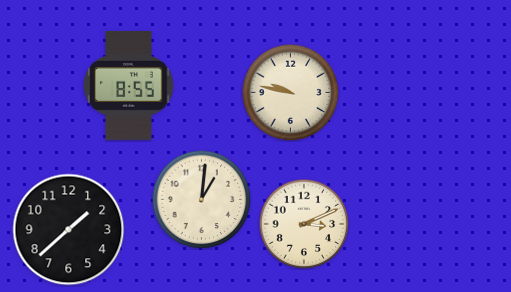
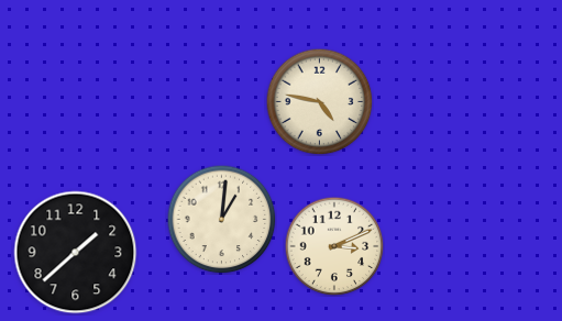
clock at (129, 85): 8:55 -> none
clock at (290, 92): 9:47 -> 4:47
